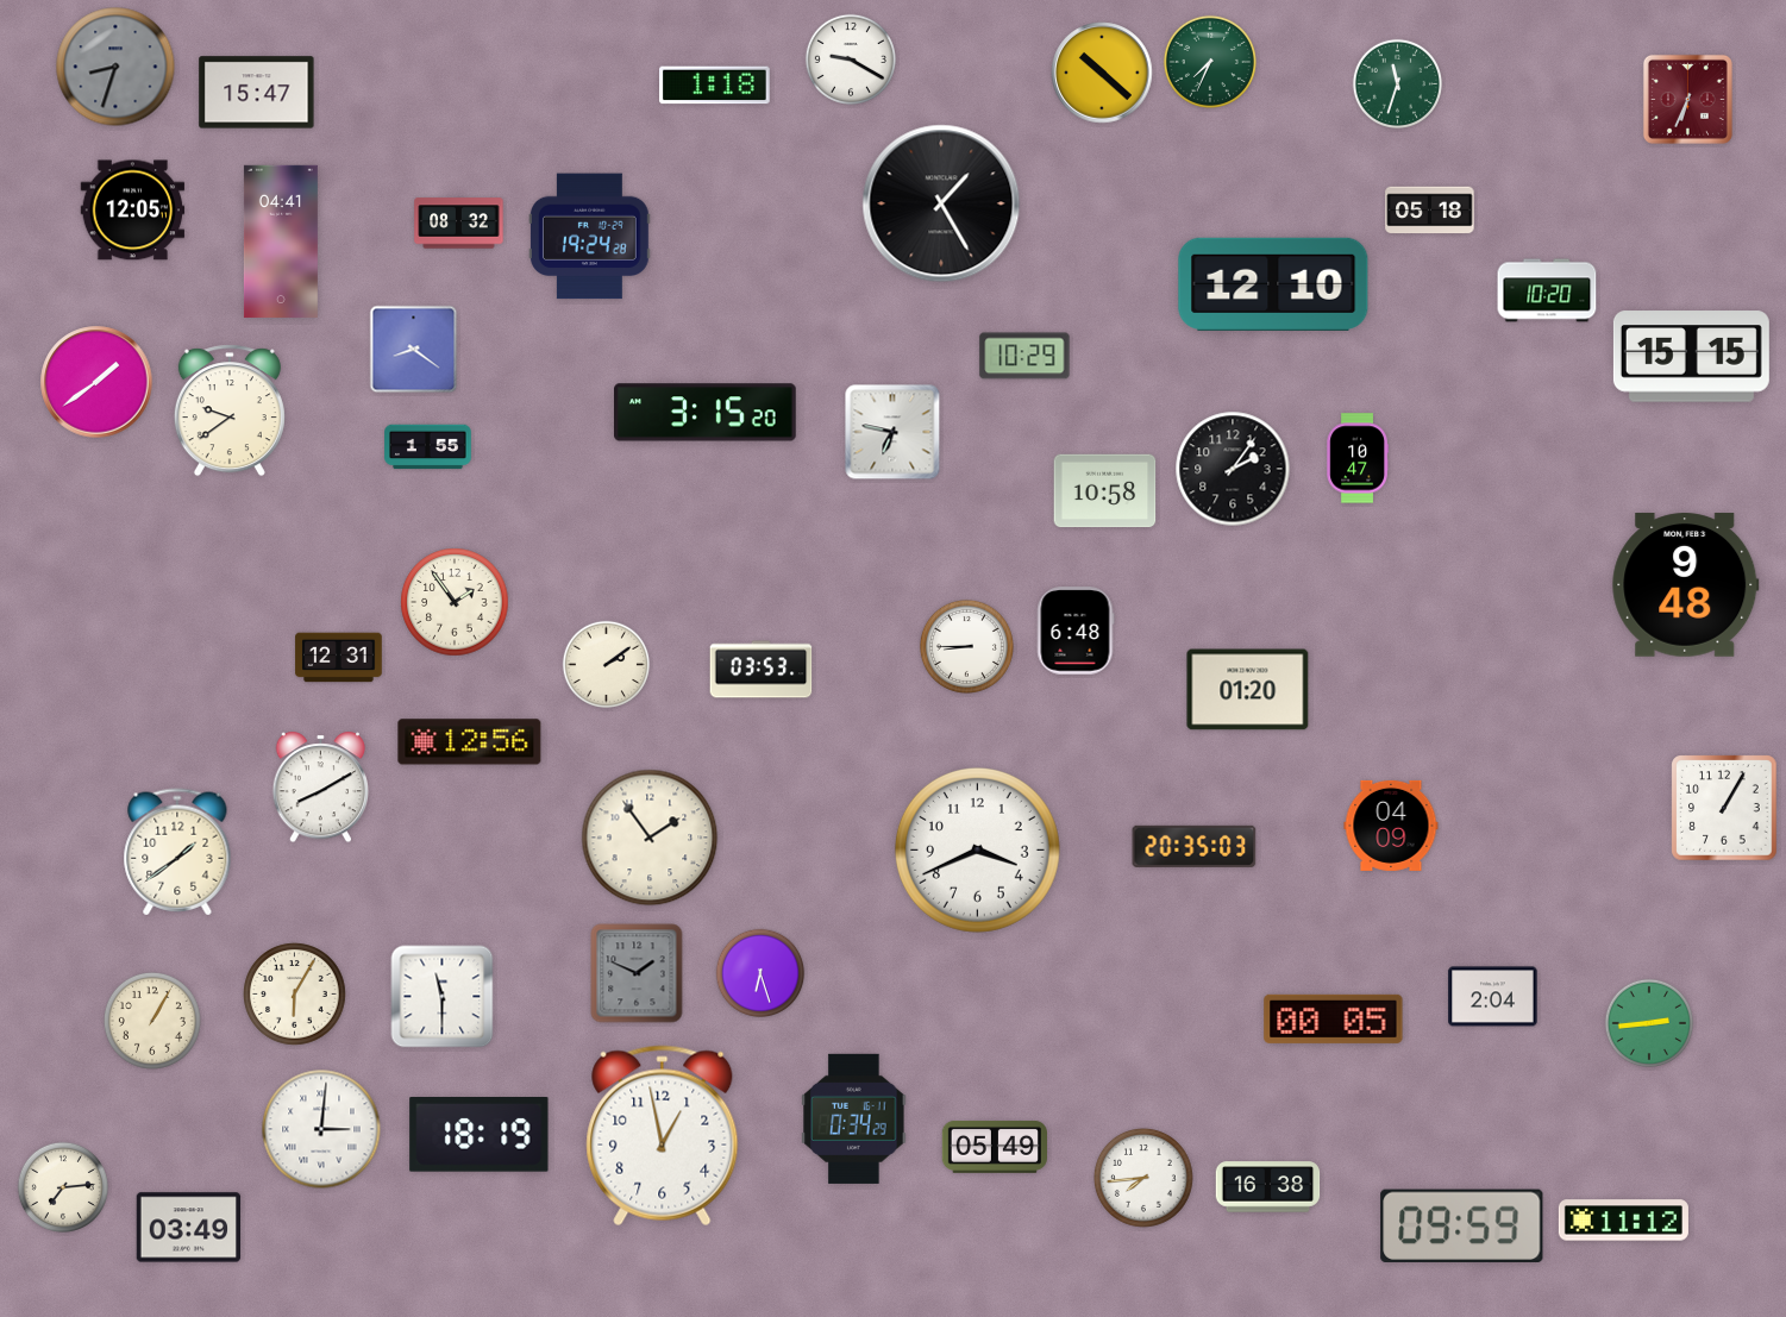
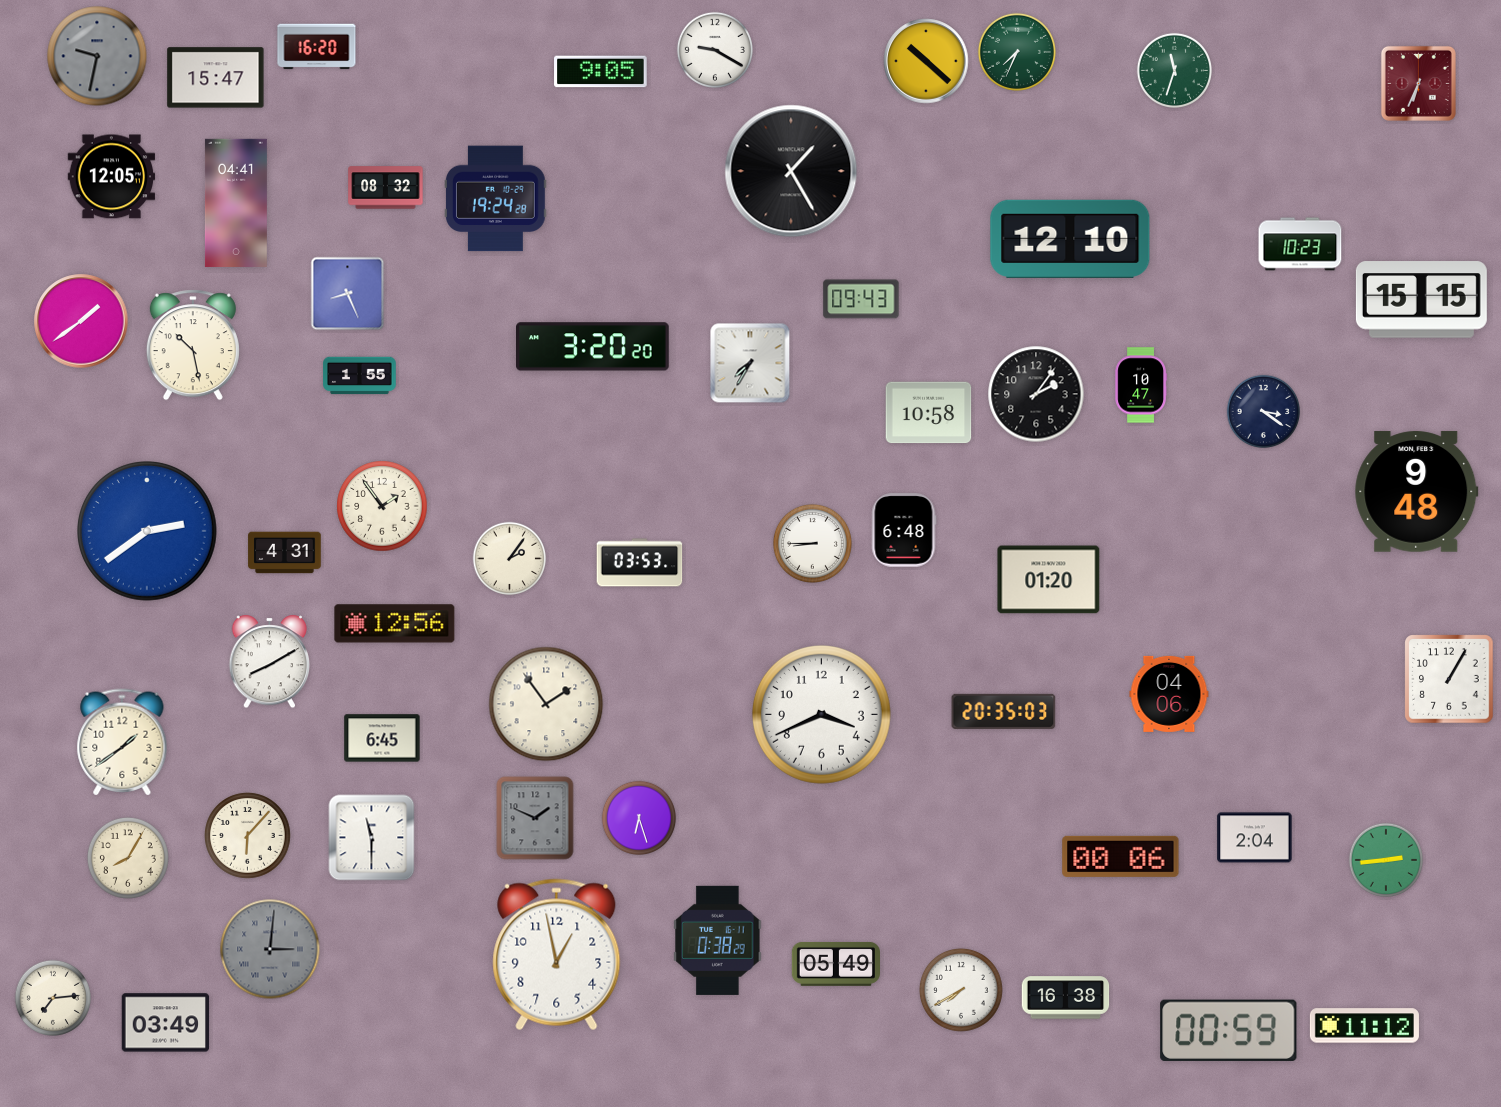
clock at (317, 47): none -> 16:20
clock at (115, 67): 8:33 -> 9:32
clock at (715, 86): 1:18 -> 9:05
clock at (1430, 211): 05:18 -> none
clock at (1547, 290): 10:20 -> 10:23
clock at (414, 350): 8:21 -> 8:26
clock at (1024, 356): 10:29 -> 09:43
clock at (230, 410): 9:39 -> 10:28
clock at (706, 413): 3:15 -> 3:20
clock at (892, 432): 6:47 -> 7:35
clock at (1264, 412): none -> 3:21
clock at (148, 532): none -> 2:39
clock at (339, 658): 12:31 -> 4:31
clock at (607, 665): 2:09 -> 2:06
clock at (1391, 826): 04:09 -> 04:06
clock at (177, 852) position: (177, 852) -> (122, 742)
clock at (382, 738): none -> 6:45
clock at (295, 995): 6:05 -> 6:07
clock at (1334, 1018): 00:05 -> 00:06
clock at (152, 1021): 1:05 -> 8:05
clock at (854, 1118): 0:34 -> 0:38
clock at (321, 1129) dial: white -> grey
clock at (480, 1135): 18:19 -> none
clock at (1143, 1178): 7:44 -> 7:40
clock at (1462, 1225): 09:59 -> 00:59
clock at (189, 1228) position: (189, 1228) -> (166, 1023)
